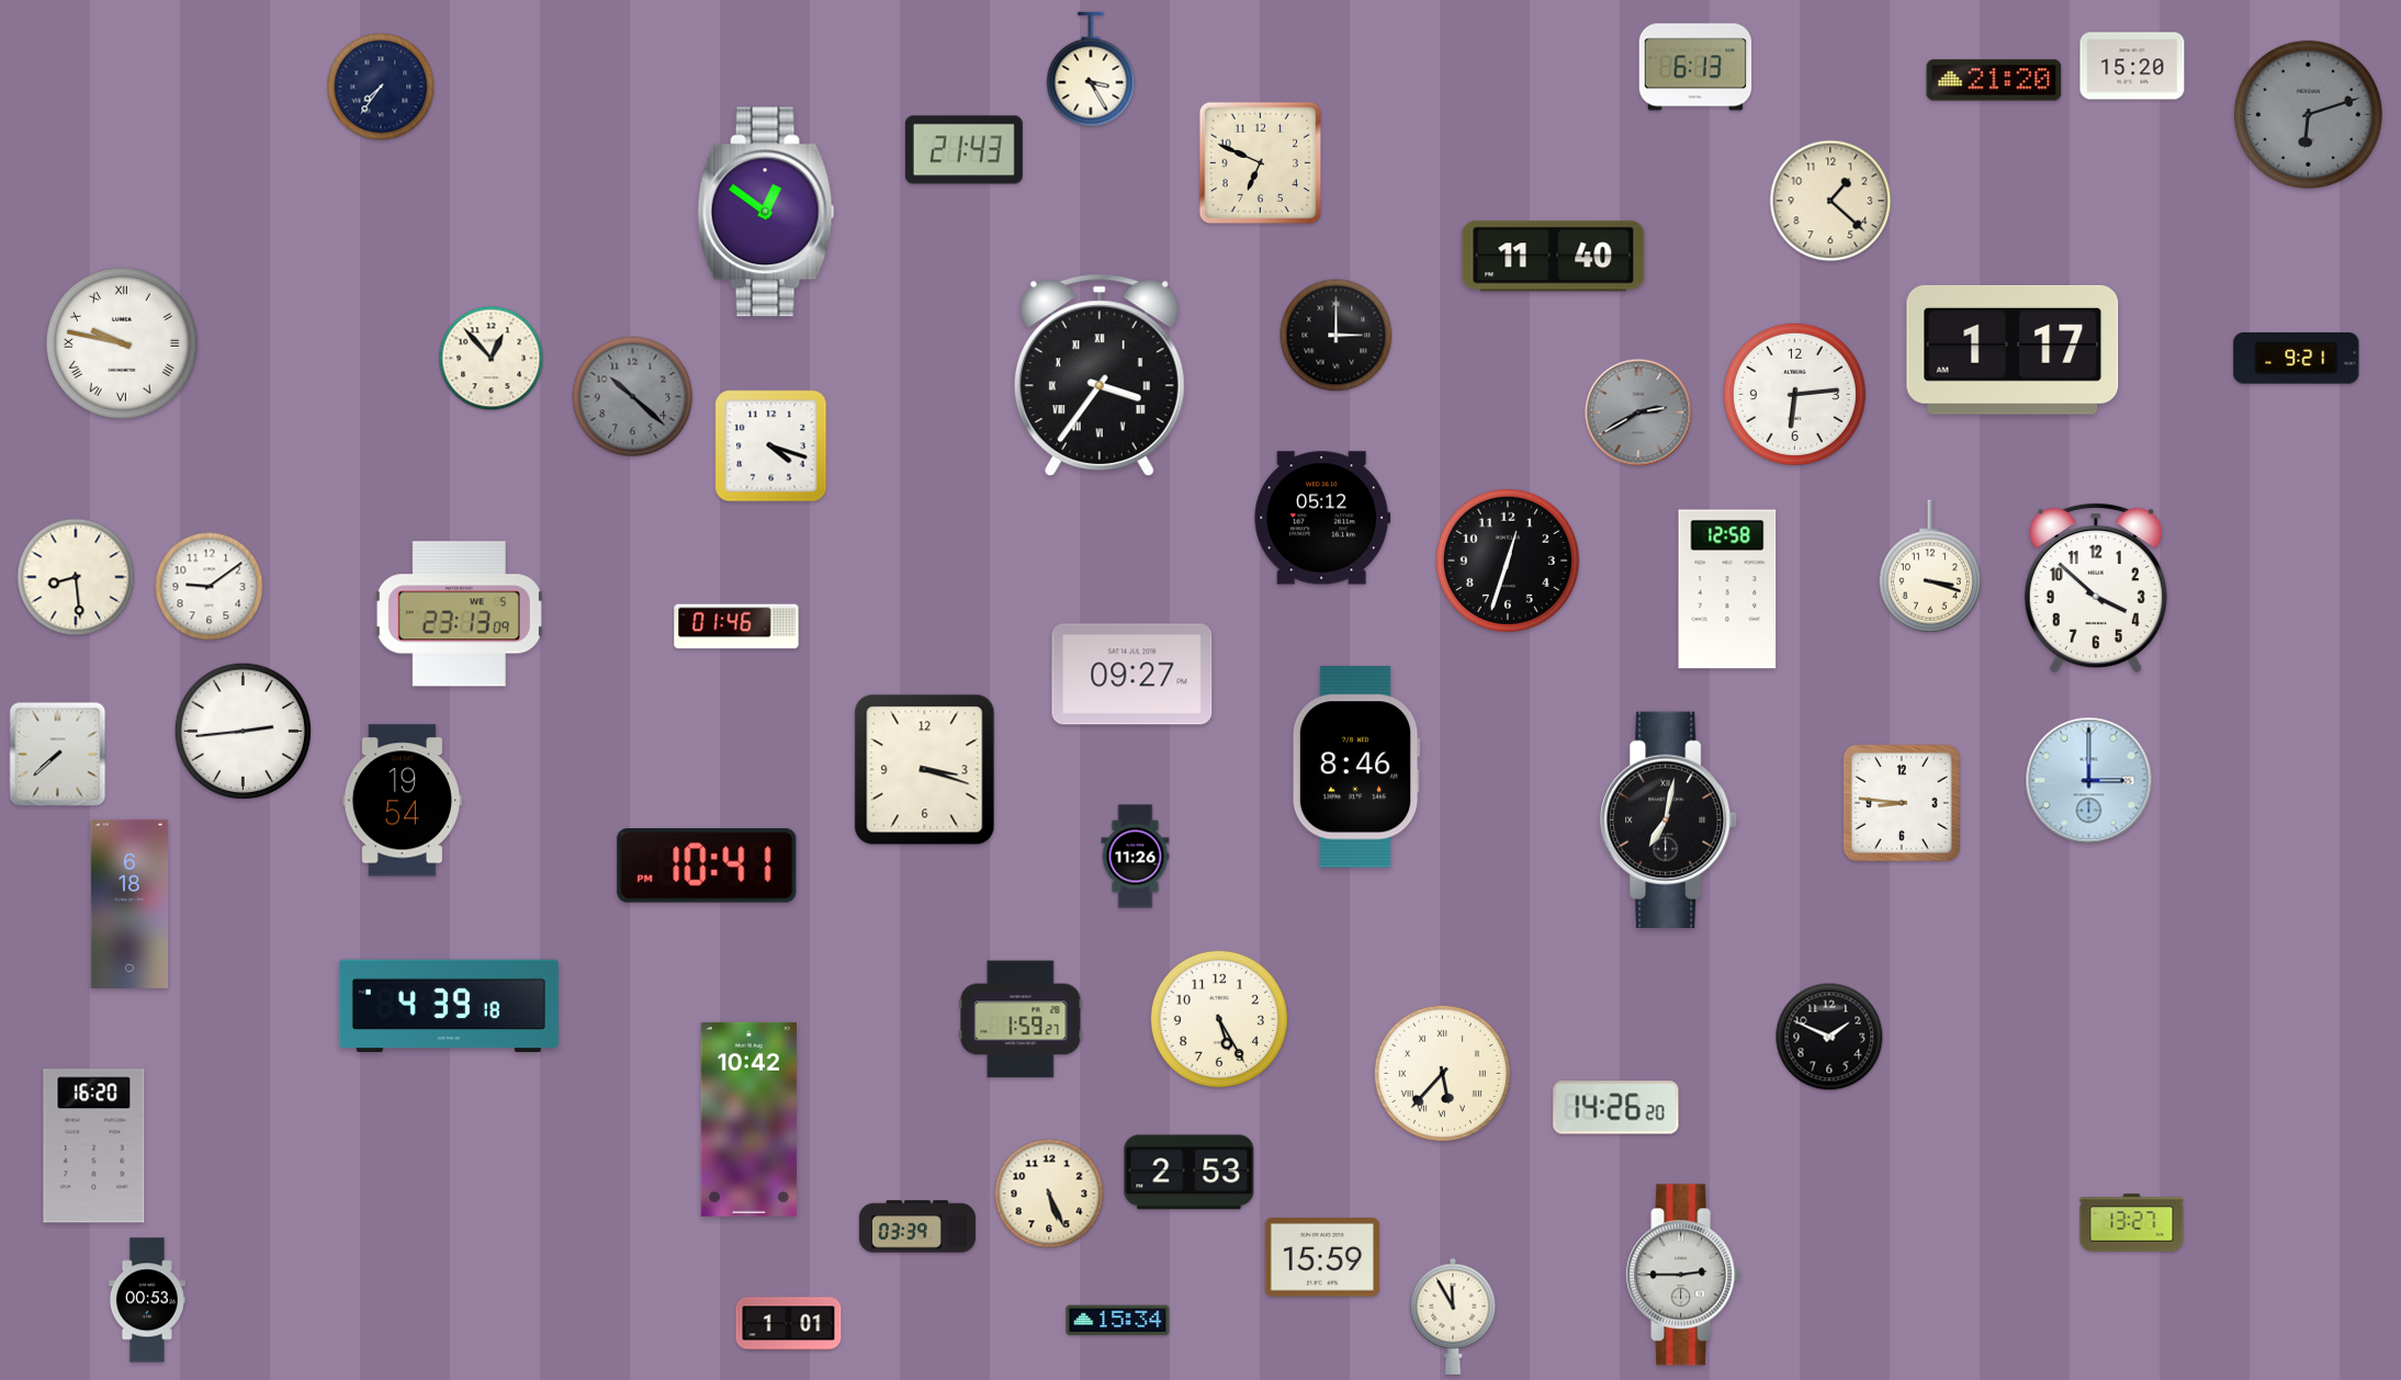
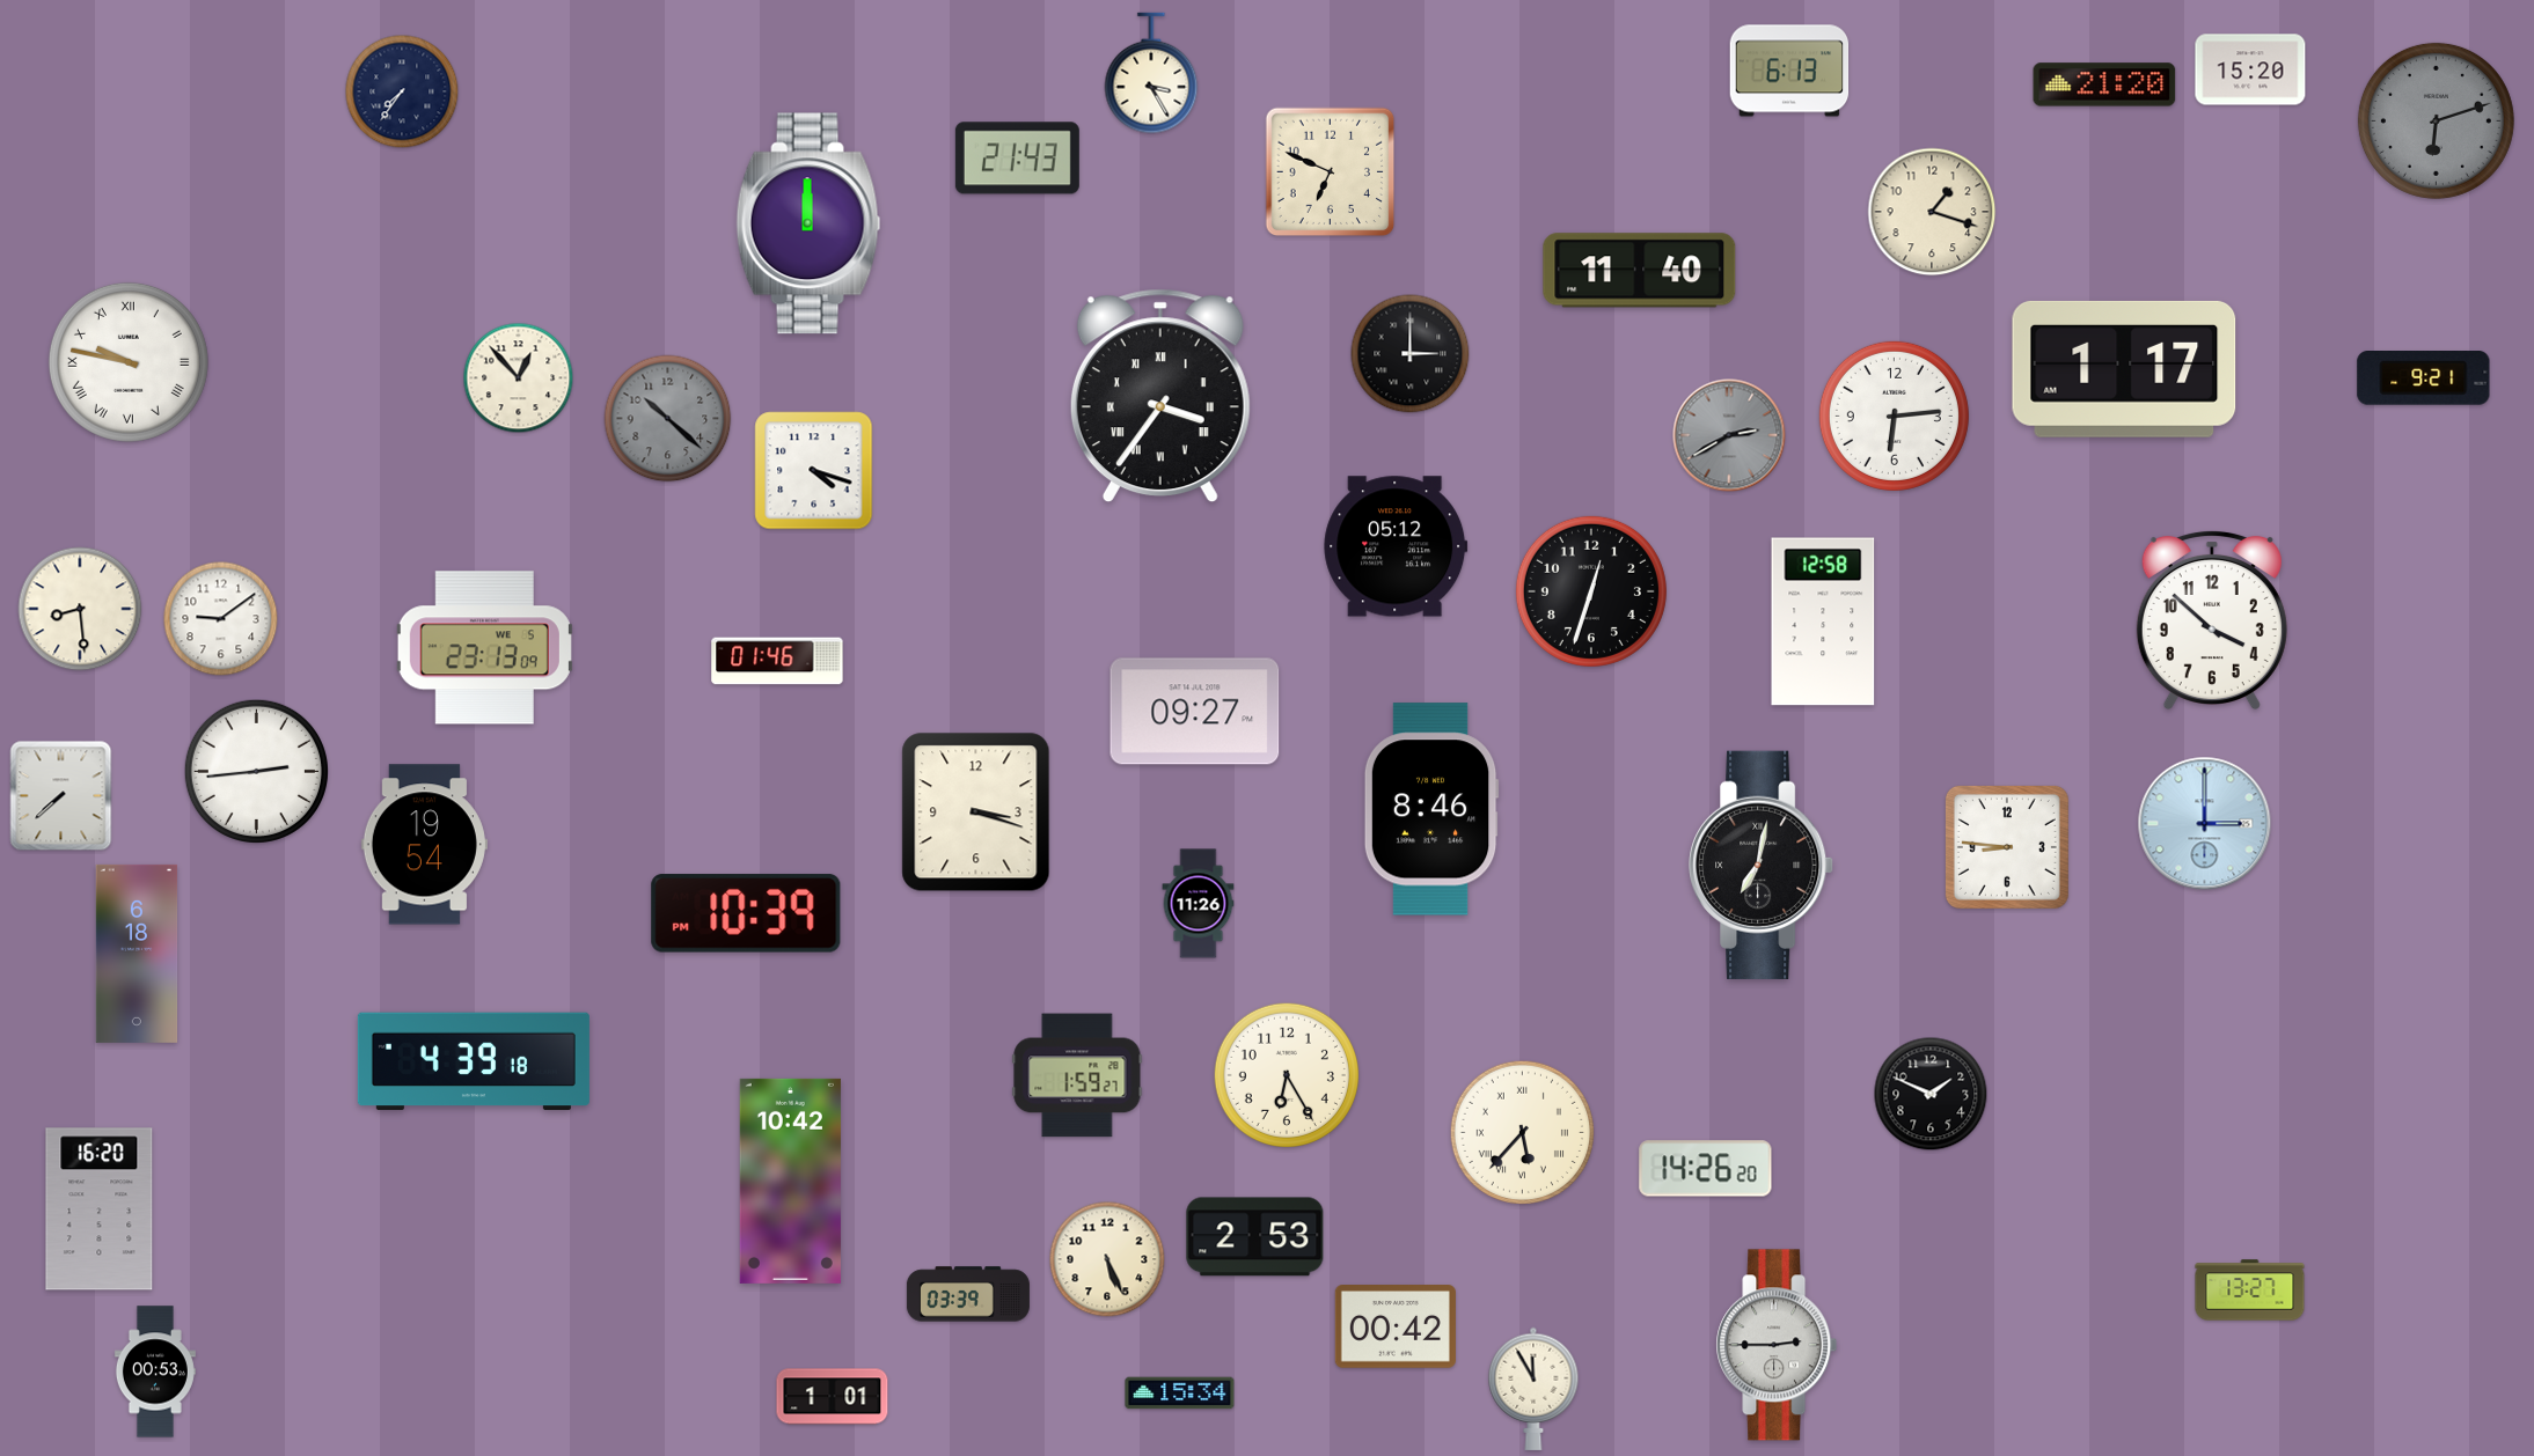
clock at (1830, 201): 1:22 -> 1:18
clock at (766, 212): 12:51 -> 12:00
clock at (1930, 566): 3:18 -> none
clock at (707, 866): 10:41 -> 10:39
clock at (1219, 1019): 5:25 -> 6:25
clock at (1322, 1258): 15:59 -> 00:42
